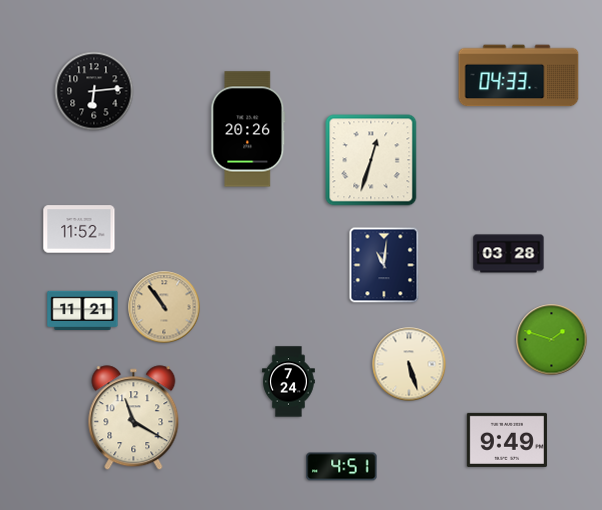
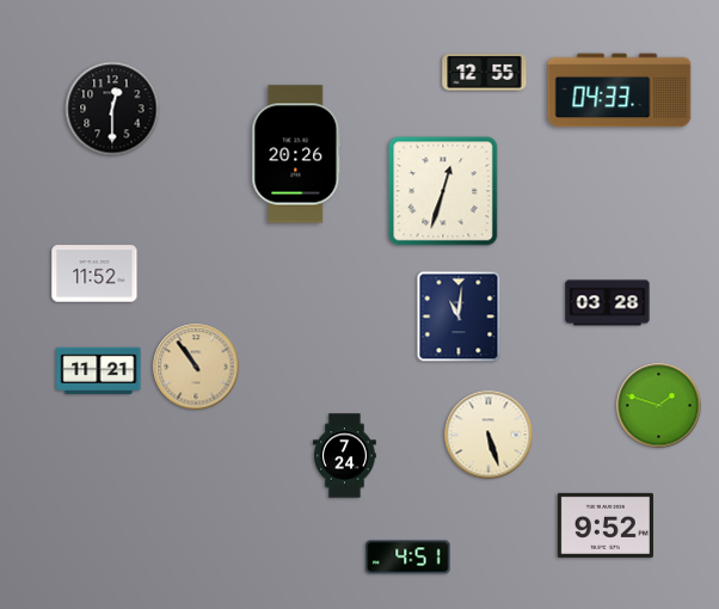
clock at (485, 73): none -> 12:55
clock at (94, 91): 6:14 -> 12:30
clock at (134, 418): 11:20 -> none
clock at (507, 440): 9:49 -> 9:52
